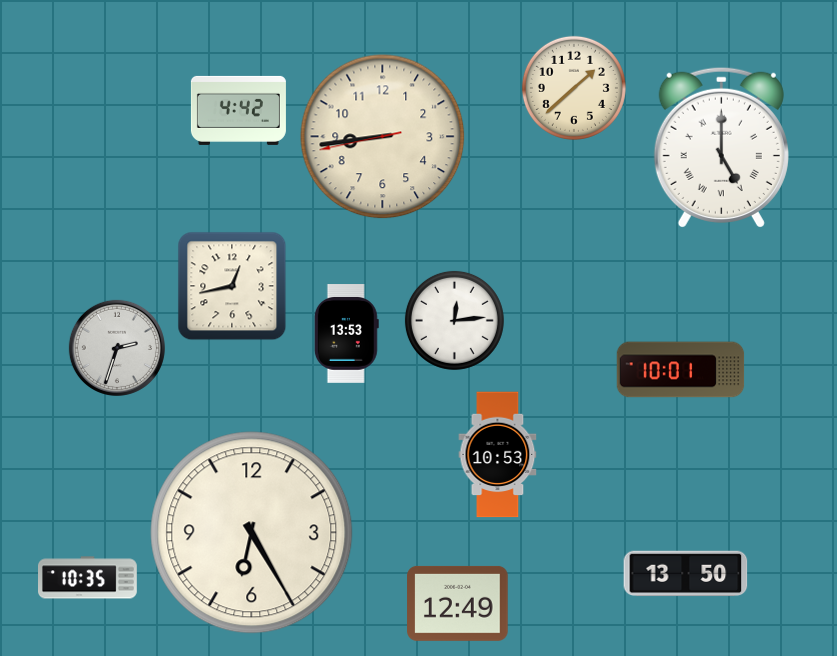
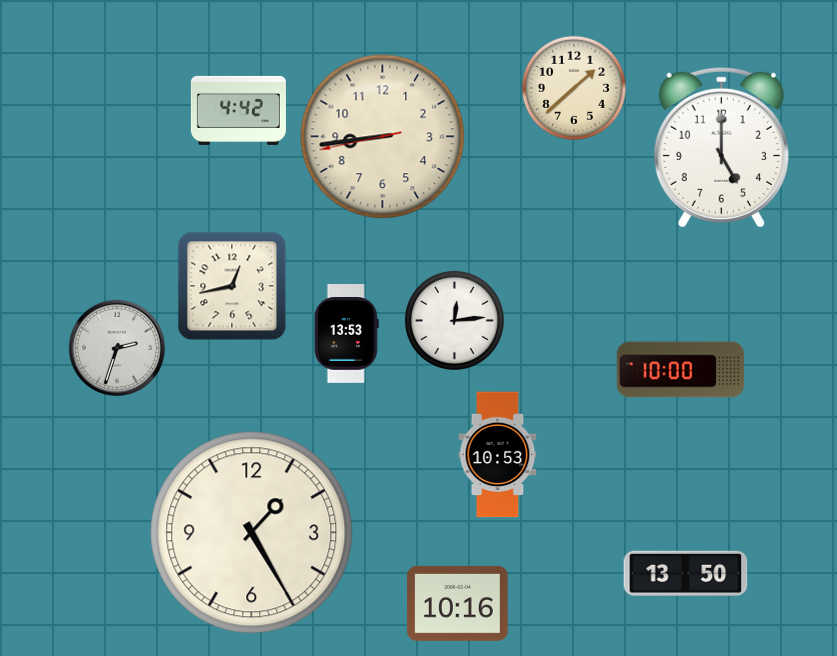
clock at (721, 147) numerals: Roman -> Arabic
clock at (681, 370): 10:01 -> 10:00
clock at (252, 533): 6:25 -> 1:25
clock at (88, 578): 10:35 -> none
clock at (458, 603): 12:49 -> 10:16
